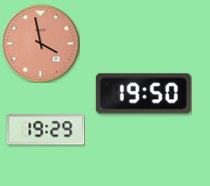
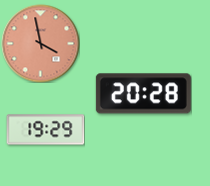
clock at (143, 94): 19:50 -> 20:28
